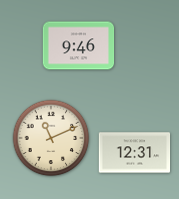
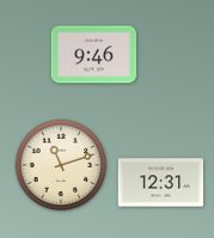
clock at (51, 138): 11:11 -> 11:12
